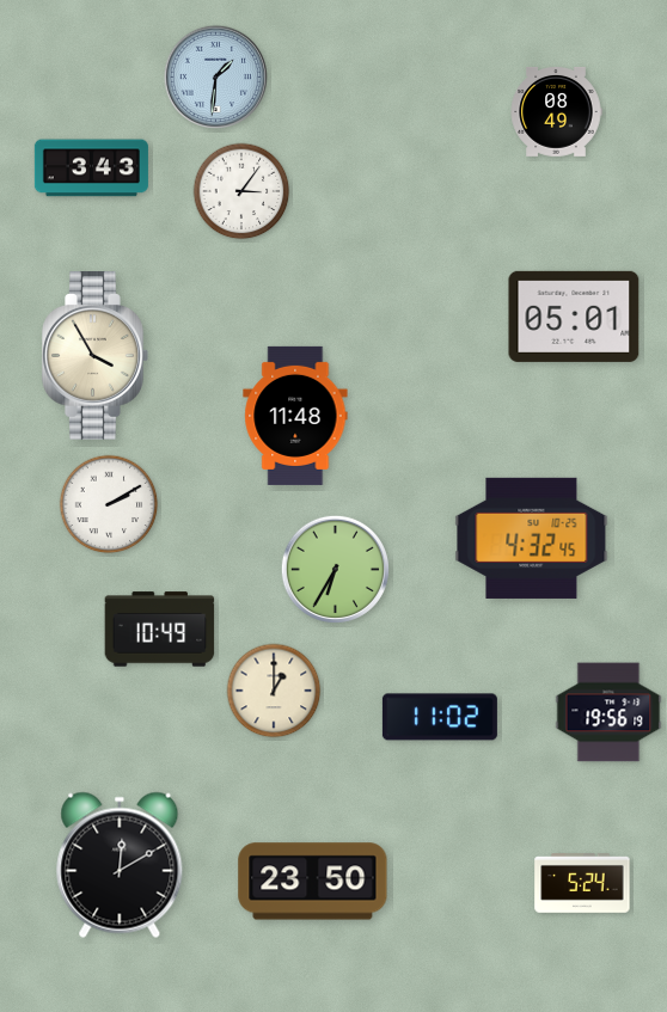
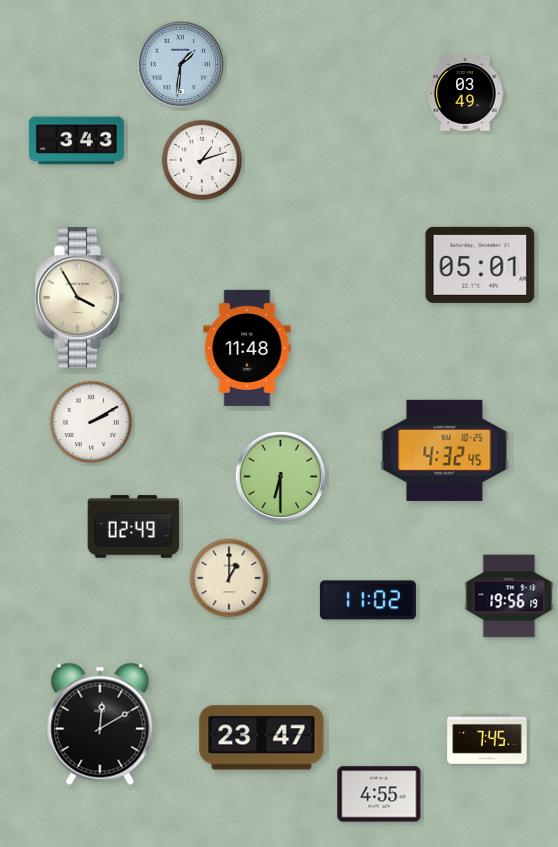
clock at (556, 112): 08:49 -> 03:49
clock at (241, 191): 3:06 -> 1:12
clock at (335, 569): 6:35 -> 6:30
clock at (160, 630): 10:49 -> 02:49
clock at (313, 882): 23:50 -> 23:47
clock at (582, 884): 5:24 -> 7:45
clock at (379, 794): none -> 4:55
